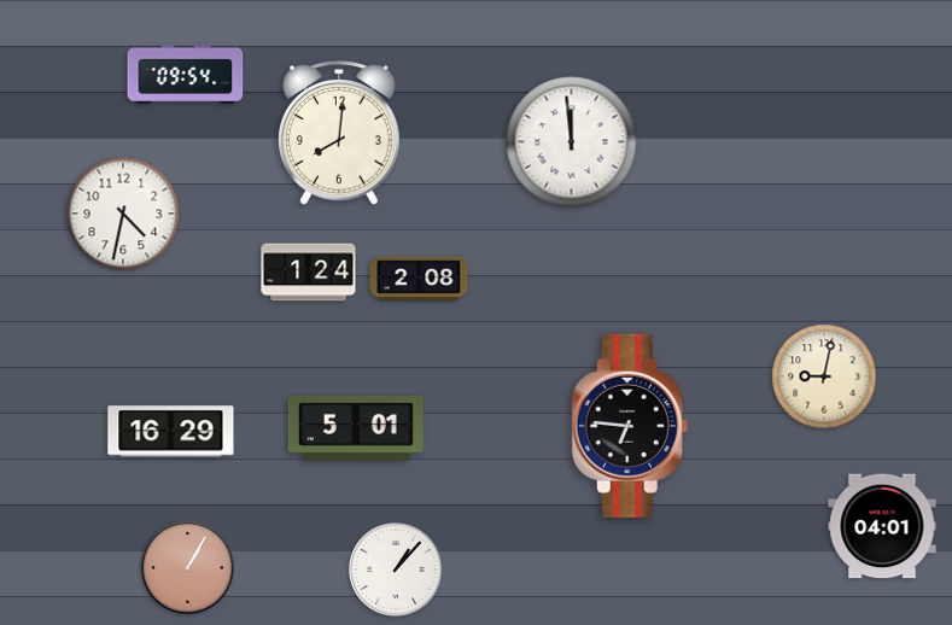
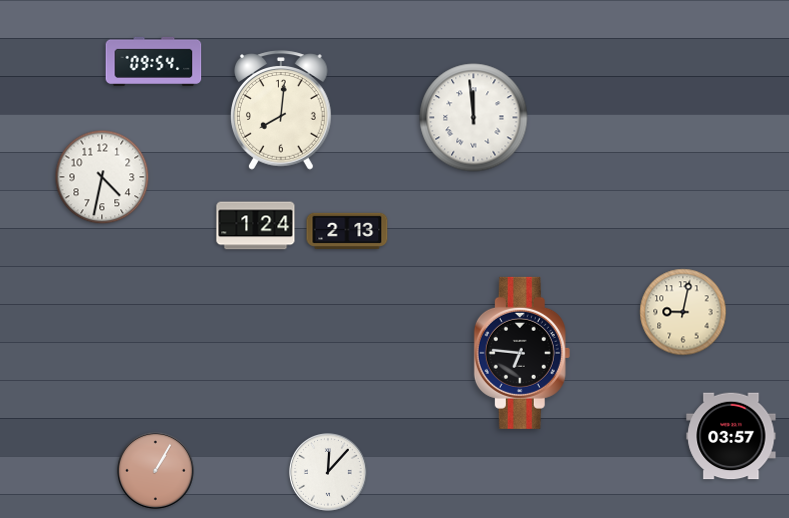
clock at (419, 278): 2:08 -> 2:13
clock at (356, 428): 5:01 -> none
clock at (171, 432): 16:29 -> none
clock at (882, 526): 04:01 -> 03:57
clock at (397, 571): 1:07 -> 12:07
